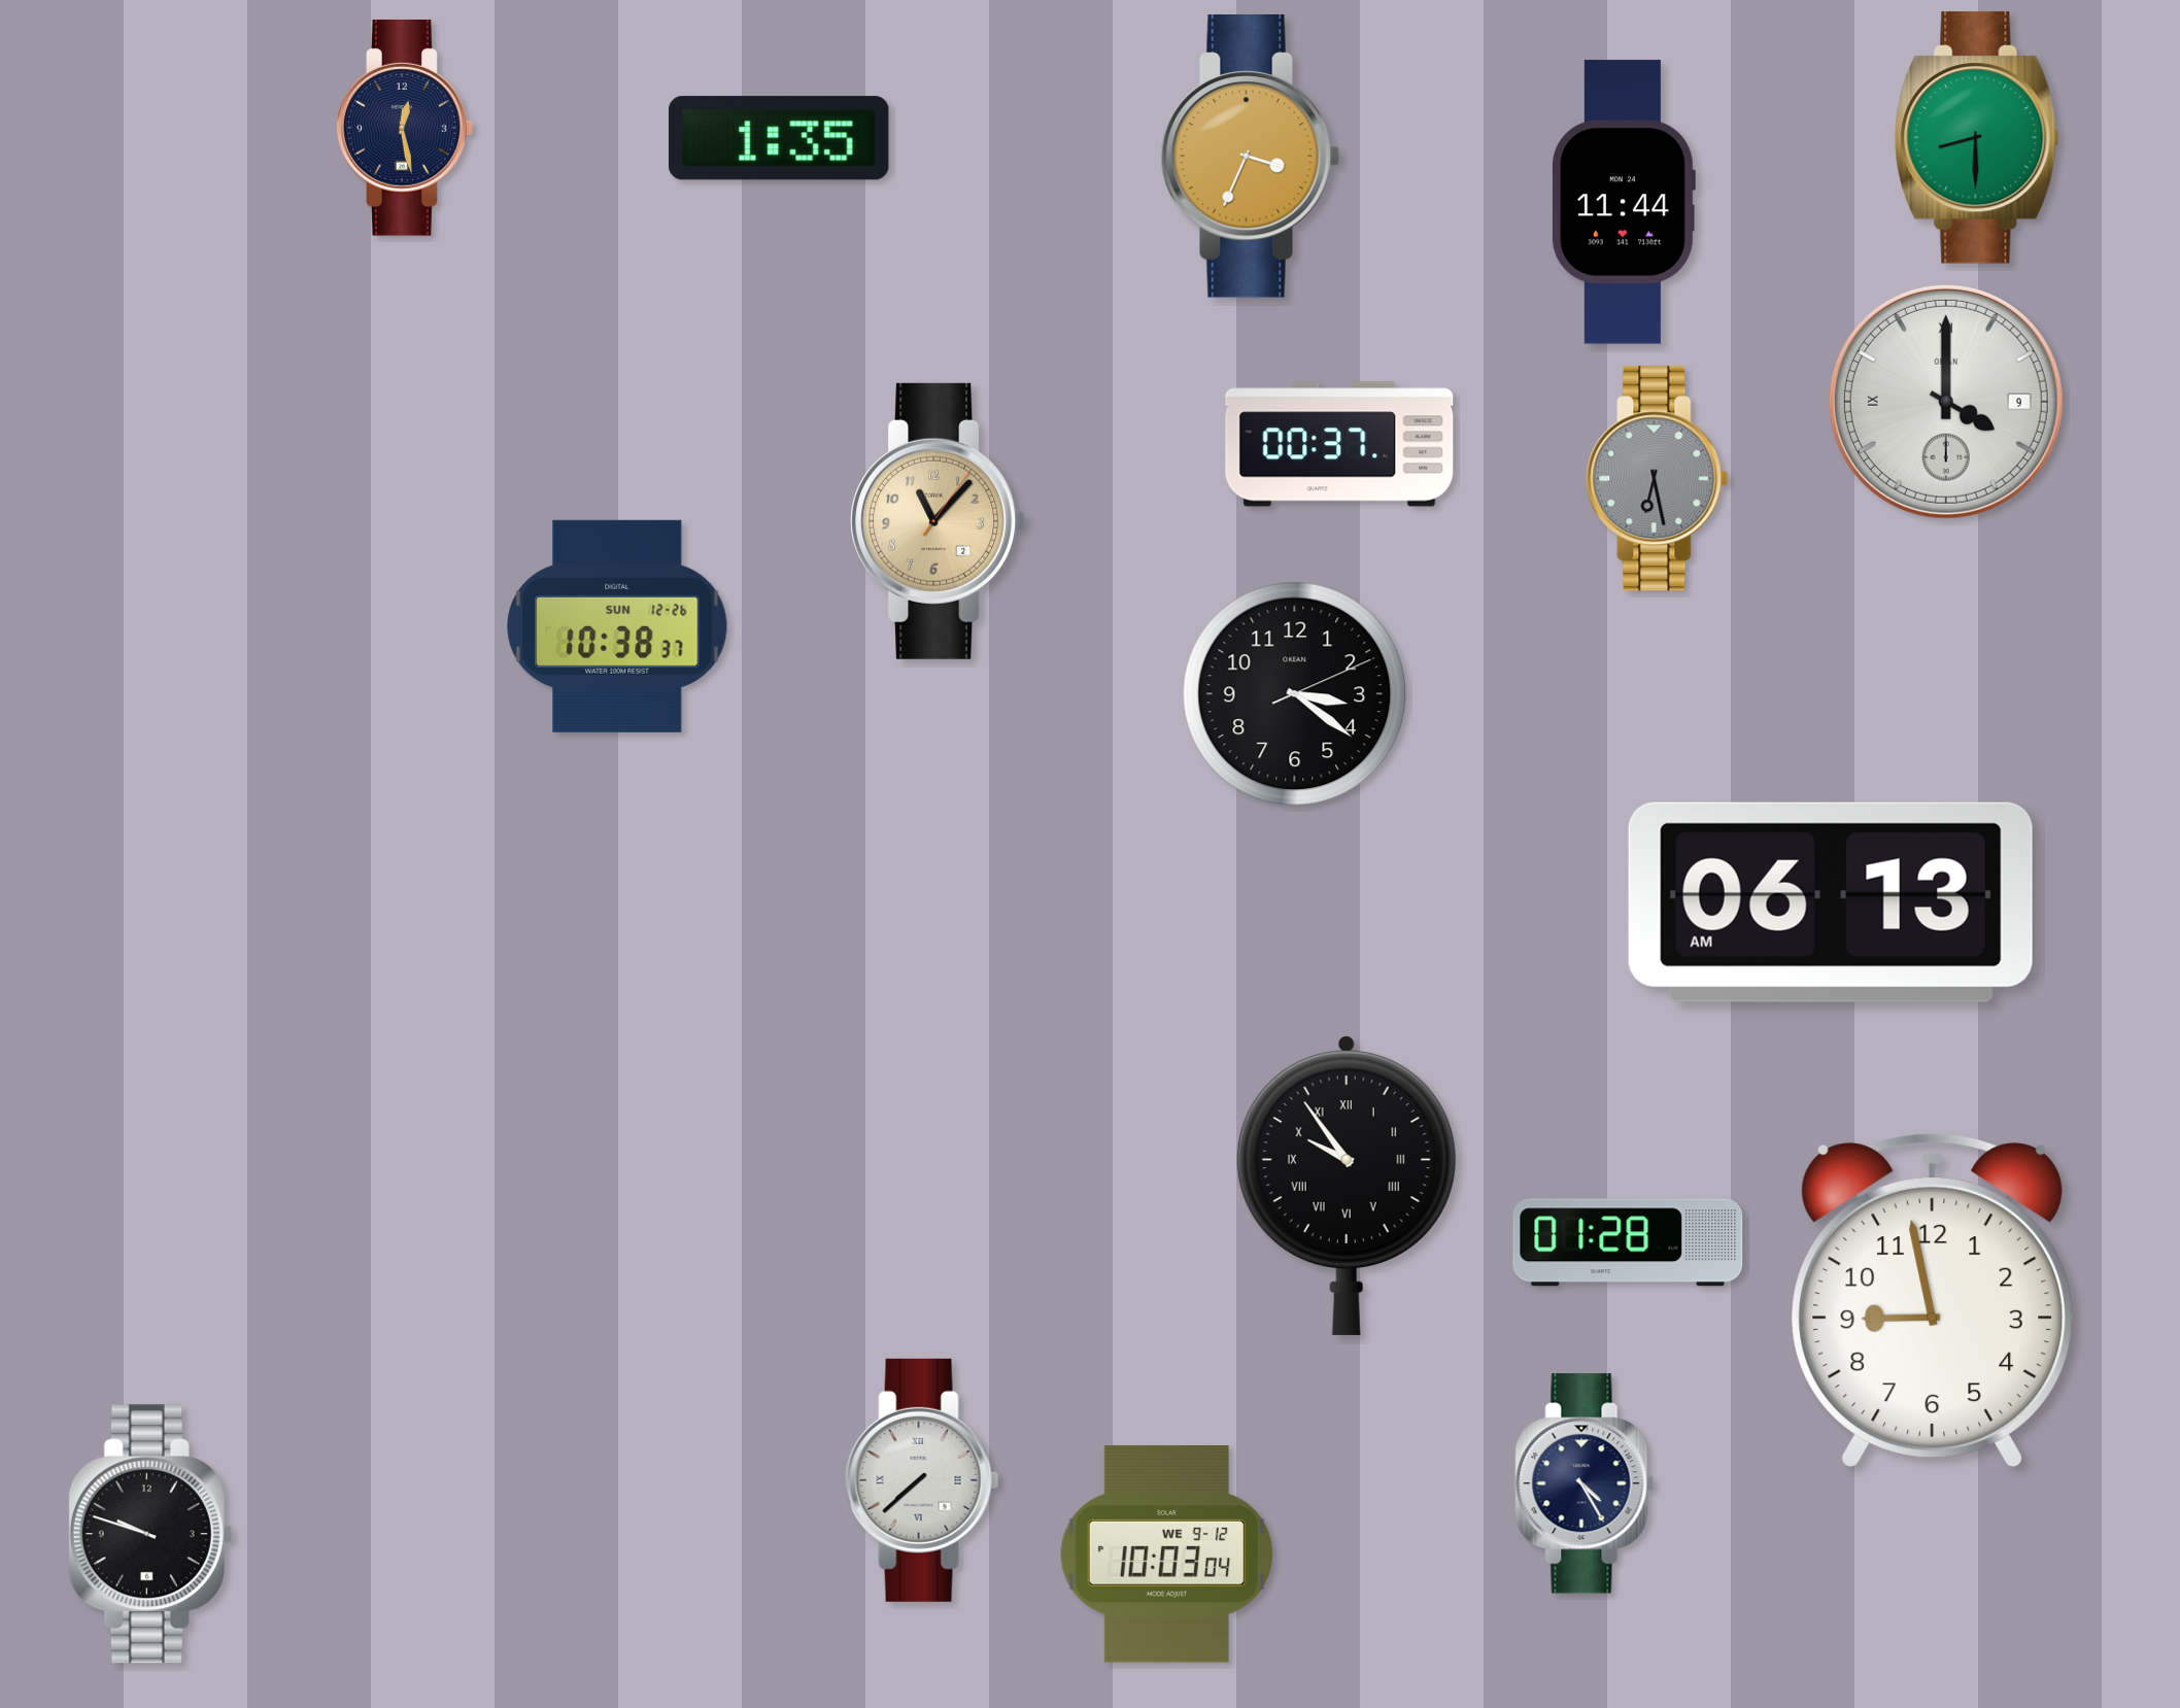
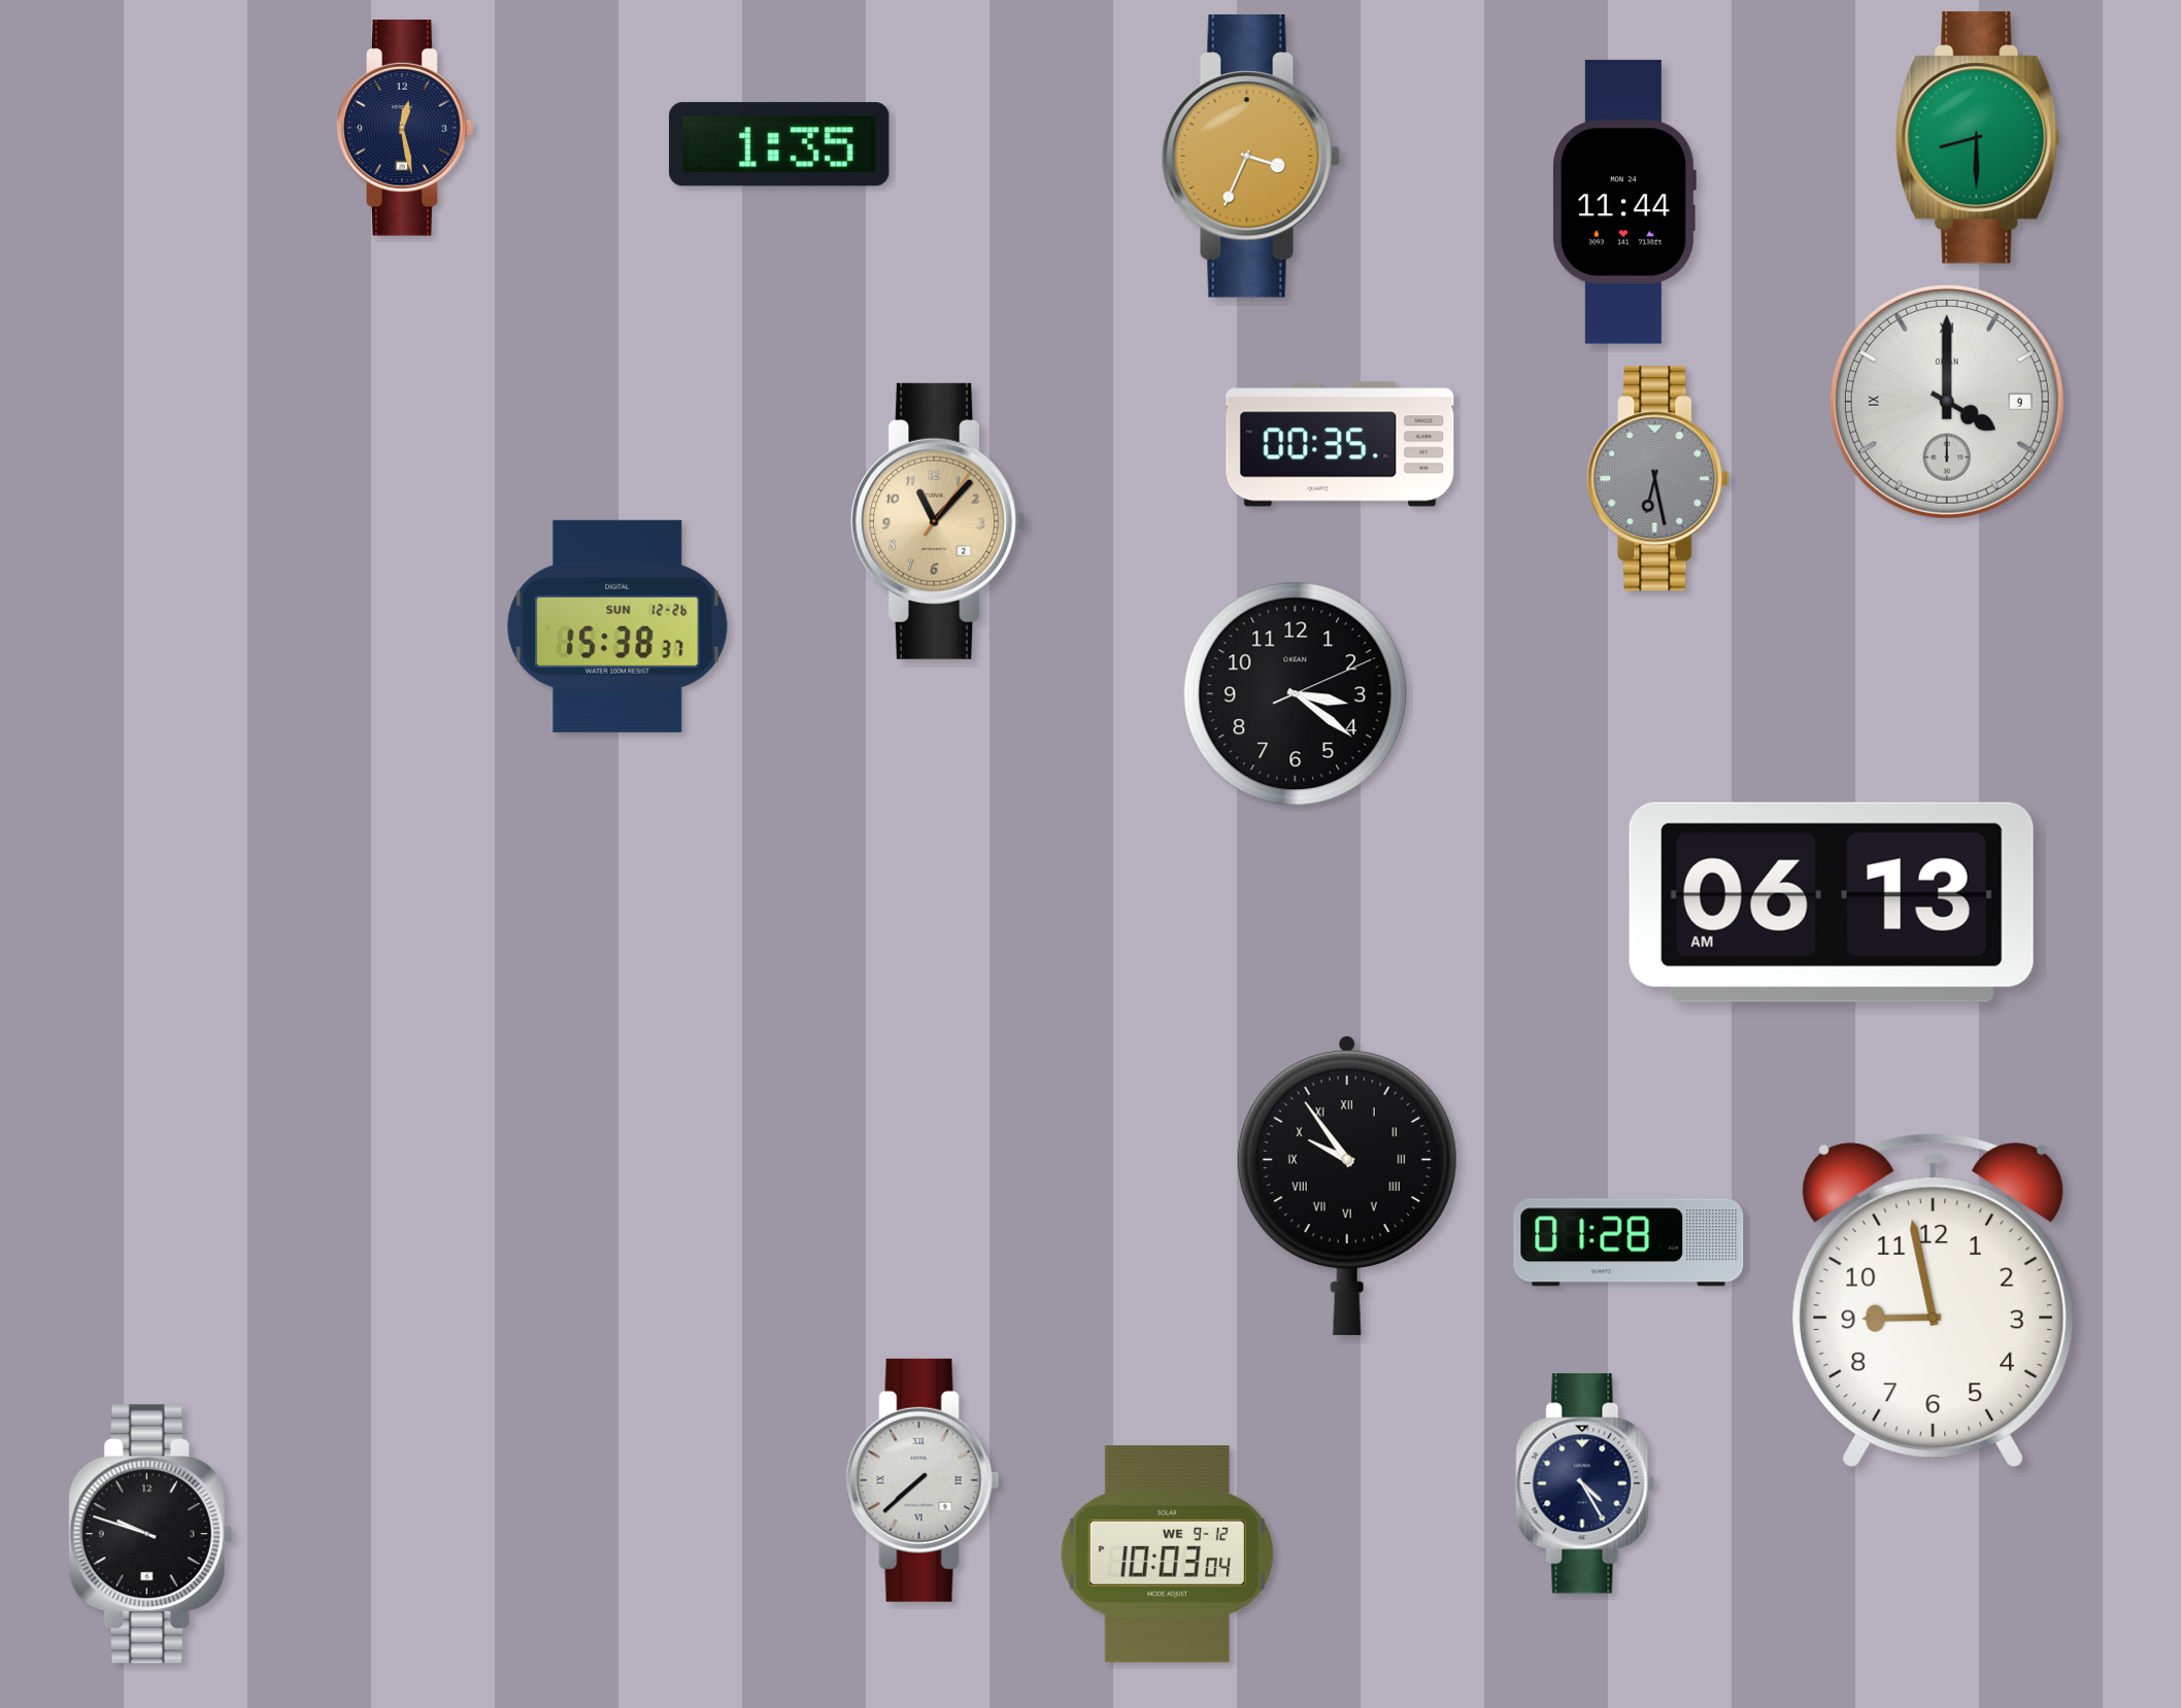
clock at (779, 138) position: (779, 138) -> (779, 144)
clock at (1339, 444): 00:37 -> 00:35
clock at (617, 626): 10:38 -> 15:38
